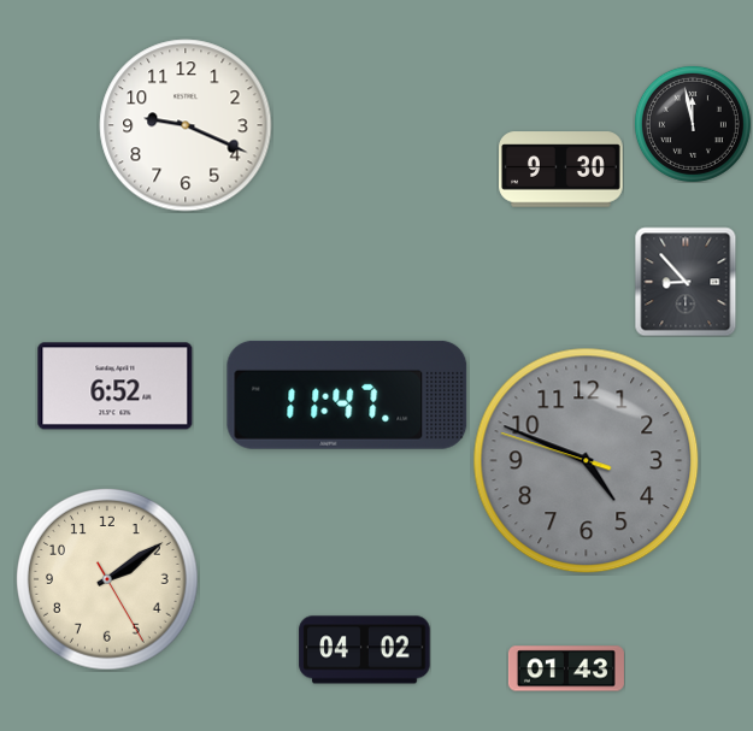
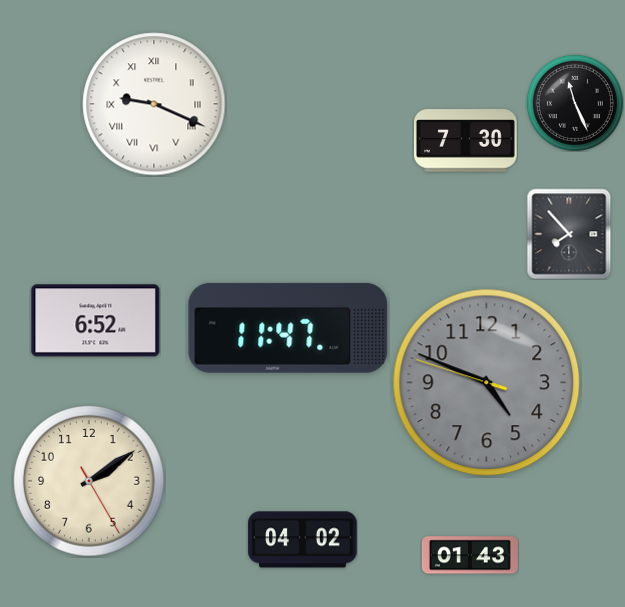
clock at (693, 124): 11:58 -> 11:26
clock at (186, 125) numerals: Arabic -> Roman
clock at (561, 170): 9:30 -> 7:30
clock at (686, 282): 8:53 -> 7:53
